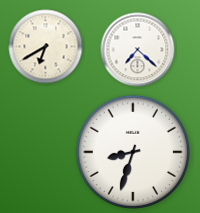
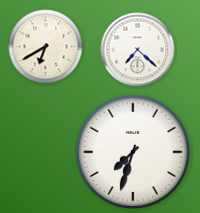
clock at (133, 152): 8:33 -> 7:33
